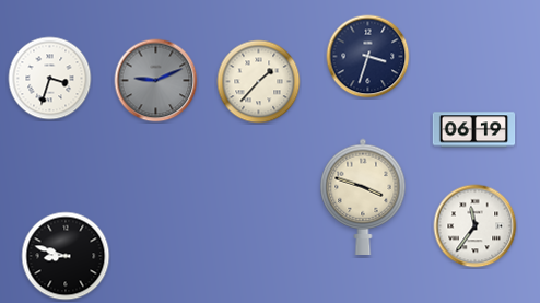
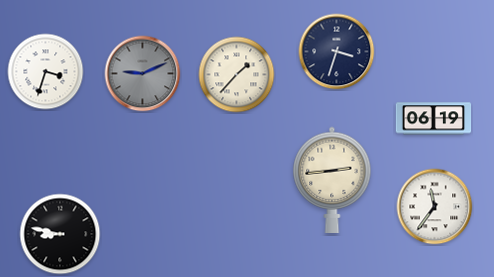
clock at (363, 196): 3:48 -> 2:44
clock at (66, 256): 8:48 -> 8:47
